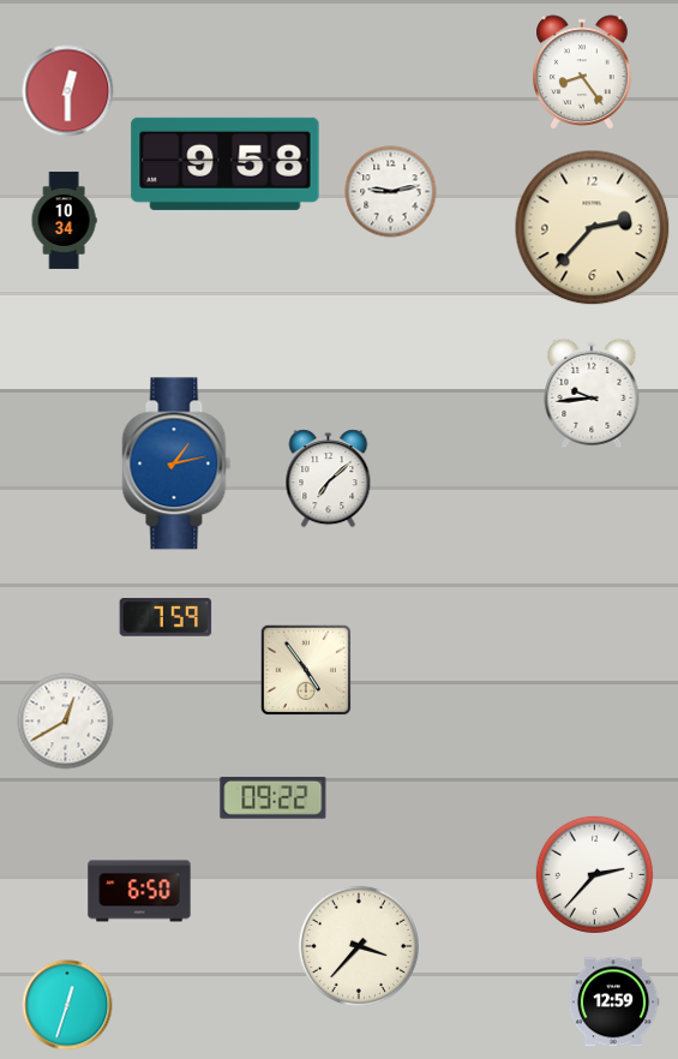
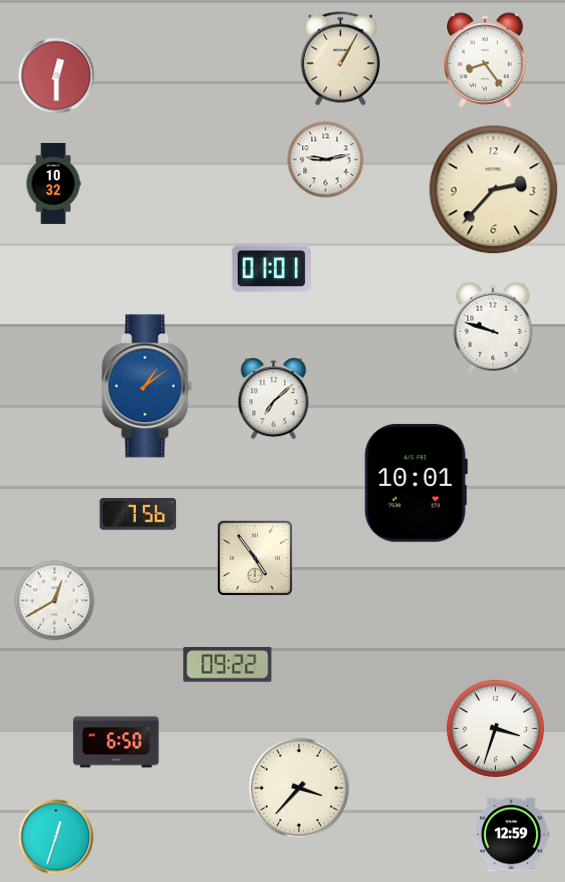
clock at (340, 59): none -> 1:05
clock at (226, 163): 9:58 -> none
clock at (64, 220): 10:34 -> 10:32
clock at (271, 269): none -> 01:01
clock at (592, 394): 9:44 -> 9:48
clock at (176, 463): 1:13 -> 1:09
clock at (416, 483): none -> 10:01
clock at (166, 618): 7:59 -> 7:56
clock at (594, 874): 2:37 -> 3:33
